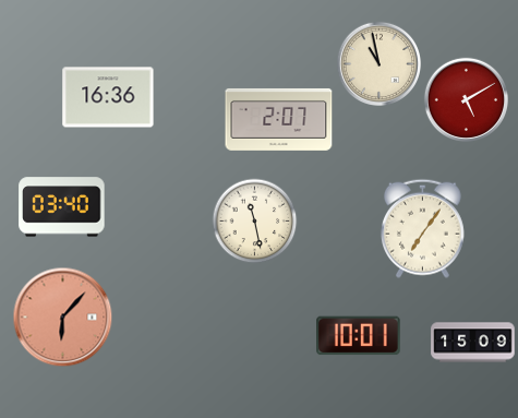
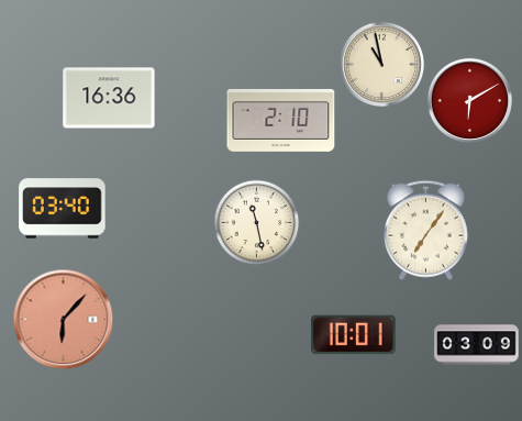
clock at (466, 99): 5:10 -> 6:10
clock at (279, 119): 2:07 -> 2:10
clock at (359, 336) position: (359, 336) -> (354, 335)
clock at (473, 343): 15:09 -> 03:09
